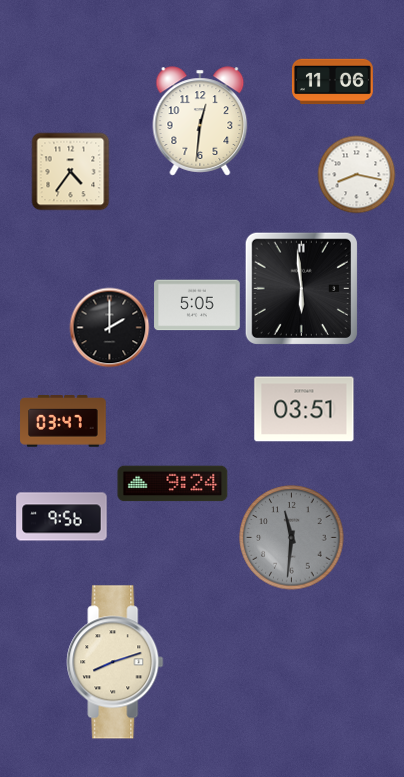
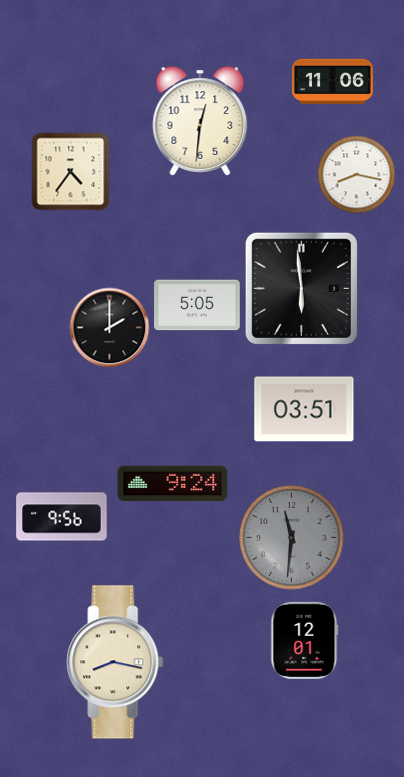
clock at (63, 421): 03:47 -> none
clock at (305, 640): none -> 12:01
clock at (115, 662): 8:12 -> 8:17
